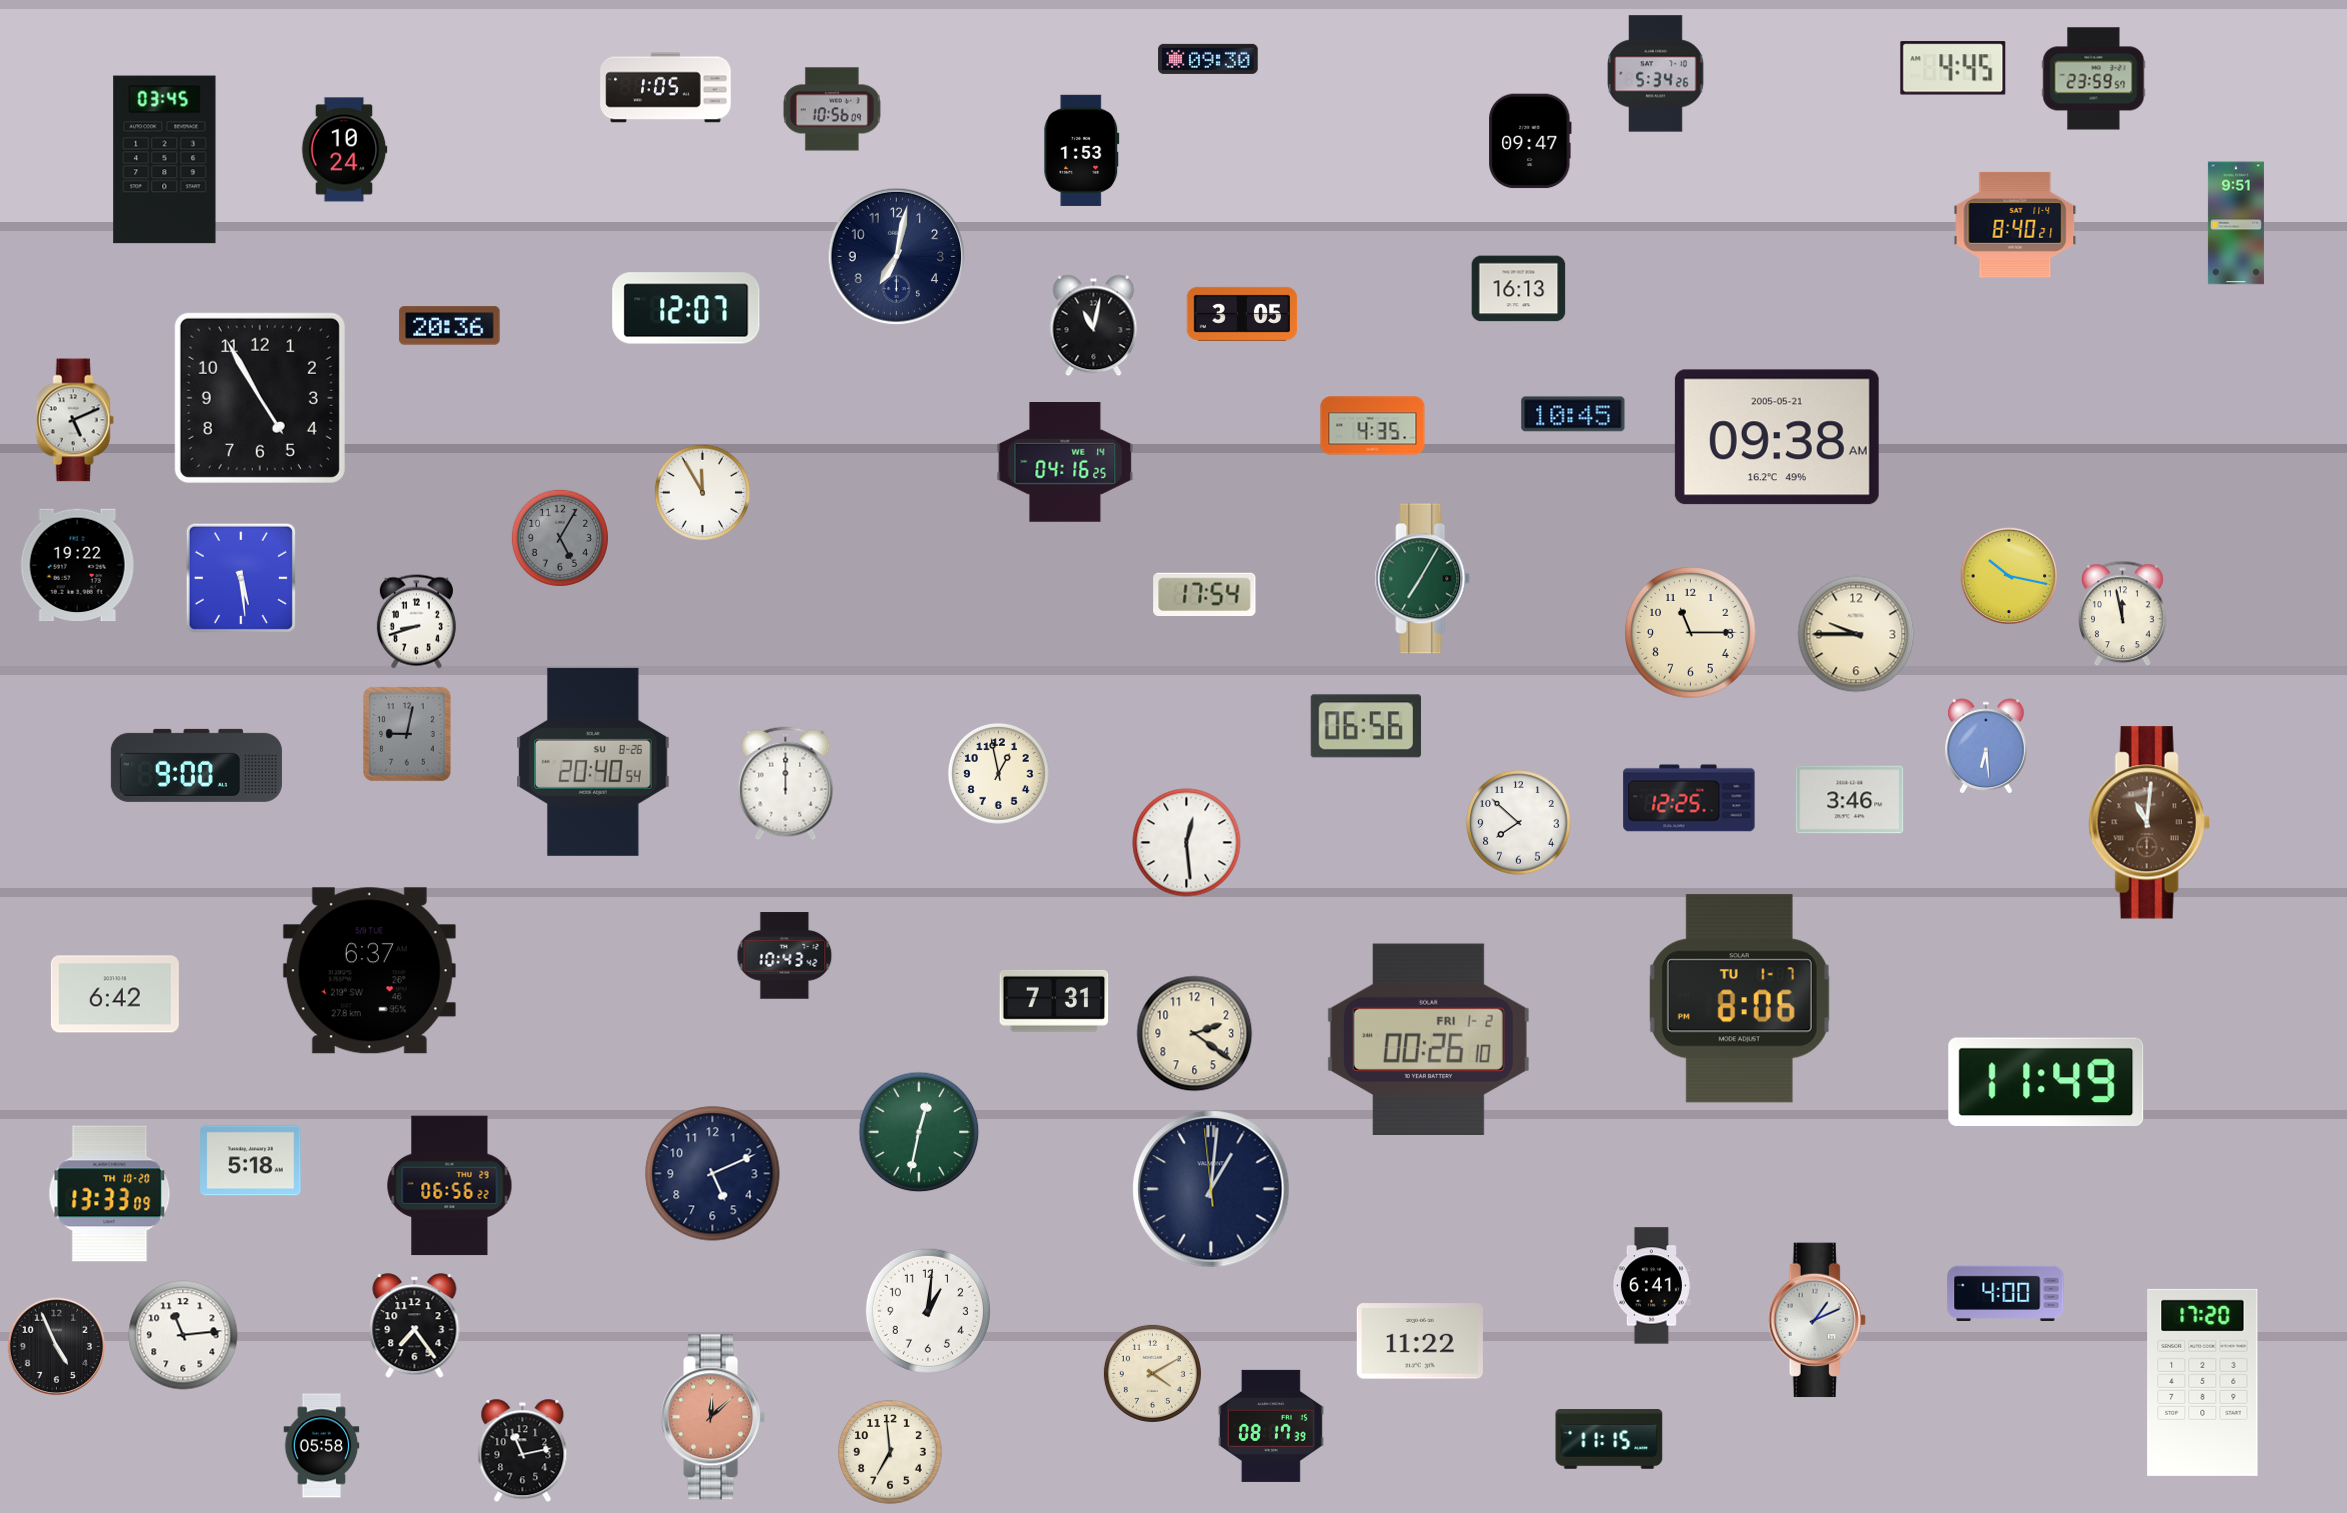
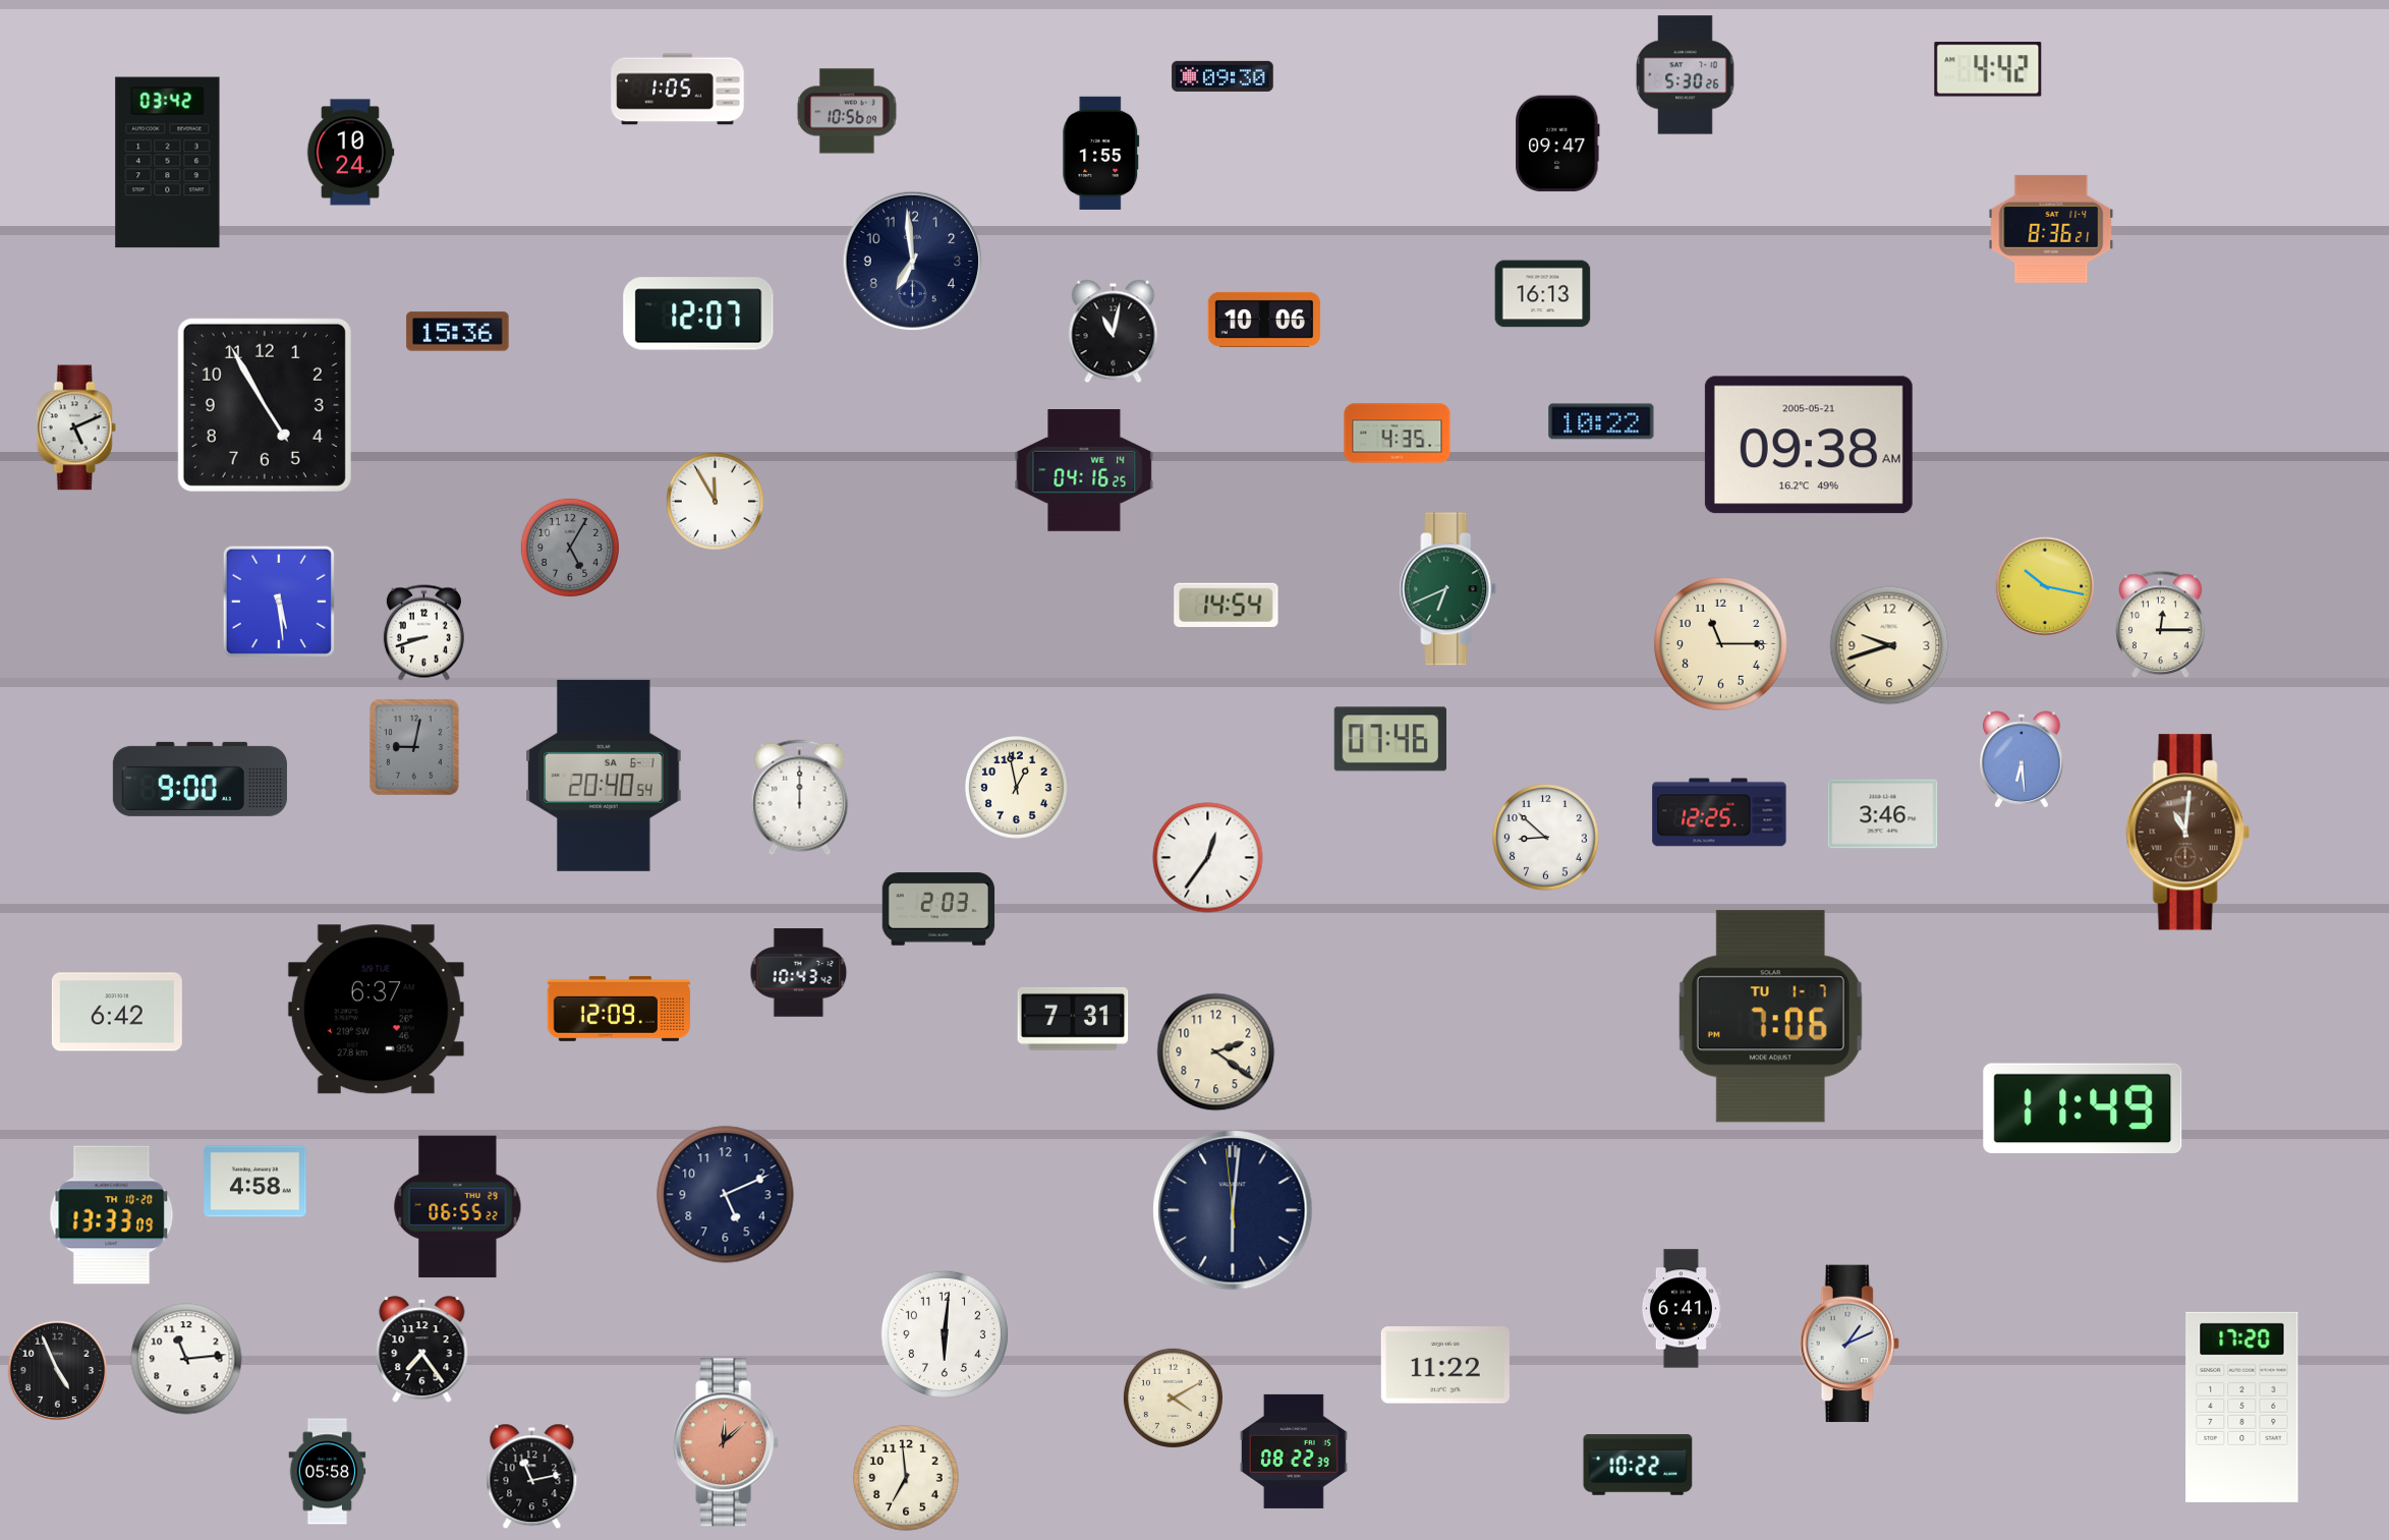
clock at (1208, 59) position: (1208, 59) -> (1222, 76)
clock at (1953, 68): 4:45 -> 4:42
clock at (1656, 74): 5:34 -> 5:30
clock at (2094, 79): 23:59 -> none
clock at (1082, 150): 1:53 -> 1:55
clock at (165, 160): 03:45 -> 03:42
clock at (2236, 223): 9:51 -> none
clock at (2015, 225): 8:40 -> 8:36
clock at (897, 257): 7:02 -> 6:59
clock at (1519, 289) position: (1519, 289) -> (1543, 294)
clock at (1242, 314): 3:05 -> 10:06
clock at (450, 326): 20:36 -> 15:36
clock at (1573, 414): 10:45 -> 10:22
clock at (78, 565): 19:22 -> none
clock at (241, 578) position: (241, 578) -> (279, 602)
clock at (1423, 579): 7:05 -> 6:41
clock at (1205, 594): 17:54 -> 14:54
clock at (2123, 614): 11:58 -> 12:15
clock at (1856, 634): 9:45 -> 9:42
clock at (1366, 726): 06:56 -> 07:46
clock at (593, 762) date: SU 8-26 -> SA 6-1
clock at (1519, 823): 7:52 -> 8:52
clock at (2149, 823) position: (2149, 823) -> (2187, 833)
clock at (1187, 843): 12:29 -> 12:36
clock at (938, 909): none -> 2:03
clock at (369, 971) position: (369, 971) -> (376, 1010)
clock at (618, 1009): none -> 12:09
clock at (1739, 999): 8:06 -> 7:06
clock at (1428, 1039): 00:26 -> none
clock at (2046, 1081) position: (2046, 1081) -> (2083, 1107)
clock at (919, 1132): 12:32 -> none
clock at (251, 1161): 5:18 -> 4:58
clock at (450, 1186): 06:56 -> 06:55
clock at (1211, 1189): 1:00 -> 6:00
clock at (2006, 1293): 4:00 -> none
clock at (928, 1311): 1:01 -> 6:01
clock at (1271, 1426): 08:17 -> 08:22
clock at (1609, 1439): 11:15 -> 10:22
